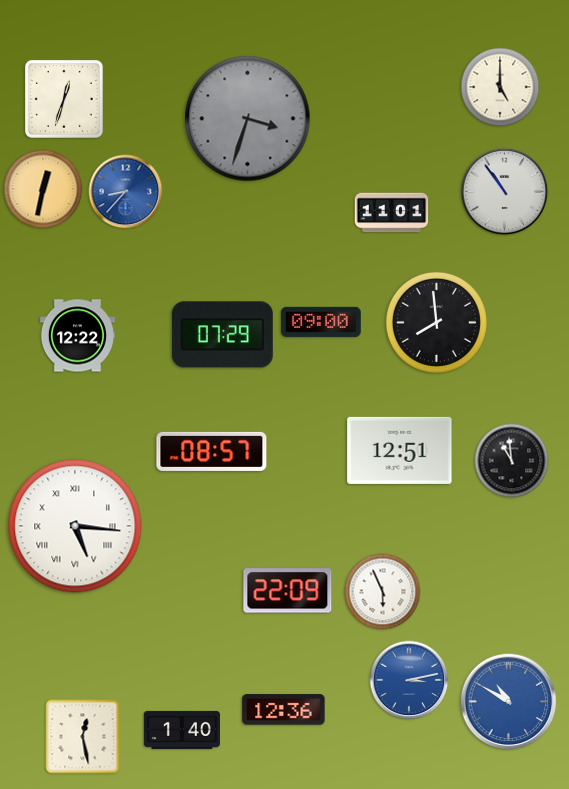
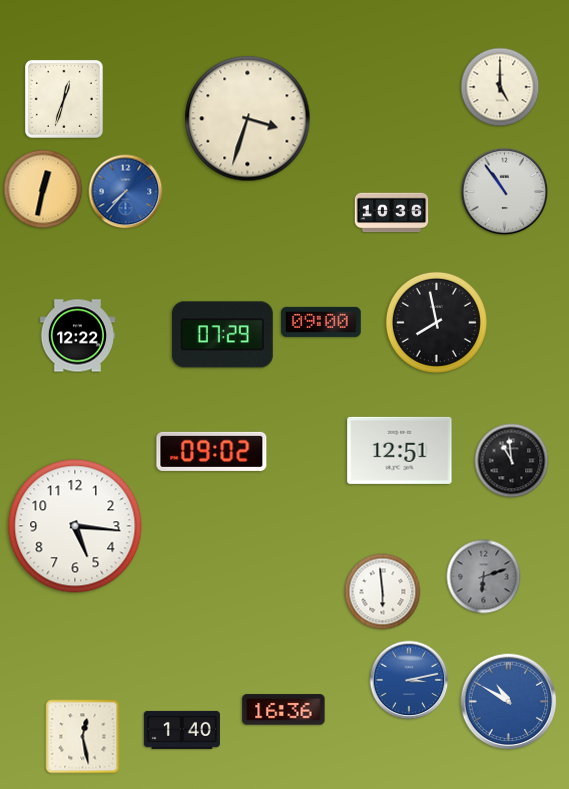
clock at (248, 119) dial: grey -> cream
clock at (126, 192): 8:37 -> 7:37
clock at (392, 213): 11:01 -> 10:36
clock at (436, 322): 7:59 -> 7:58
clock at (212, 451): 08:57 -> 09:02
clock at (75, 526) numerals: Roman -> Arabic
clock at (484, 577): none -> 6:12
clock at (288, 591): 22:09 -> none
clock at (383, 592): 5:56 -> 5:59
clock at (284, 710): 12:36 -> 16:36
